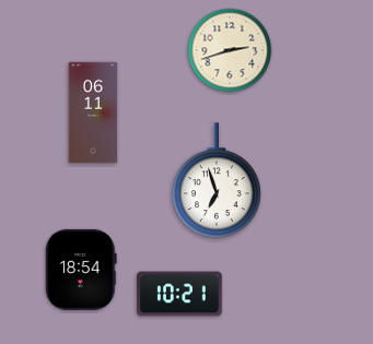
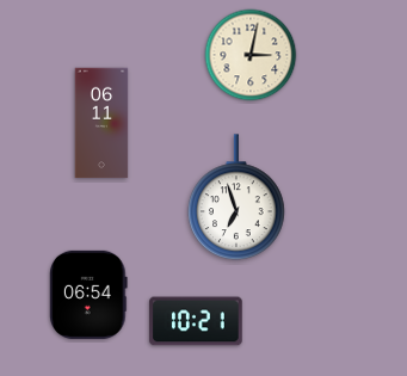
clock at (230, 50): 2:42 -> 3:02
clock at (81, 270): 18:54 -> 06:54
